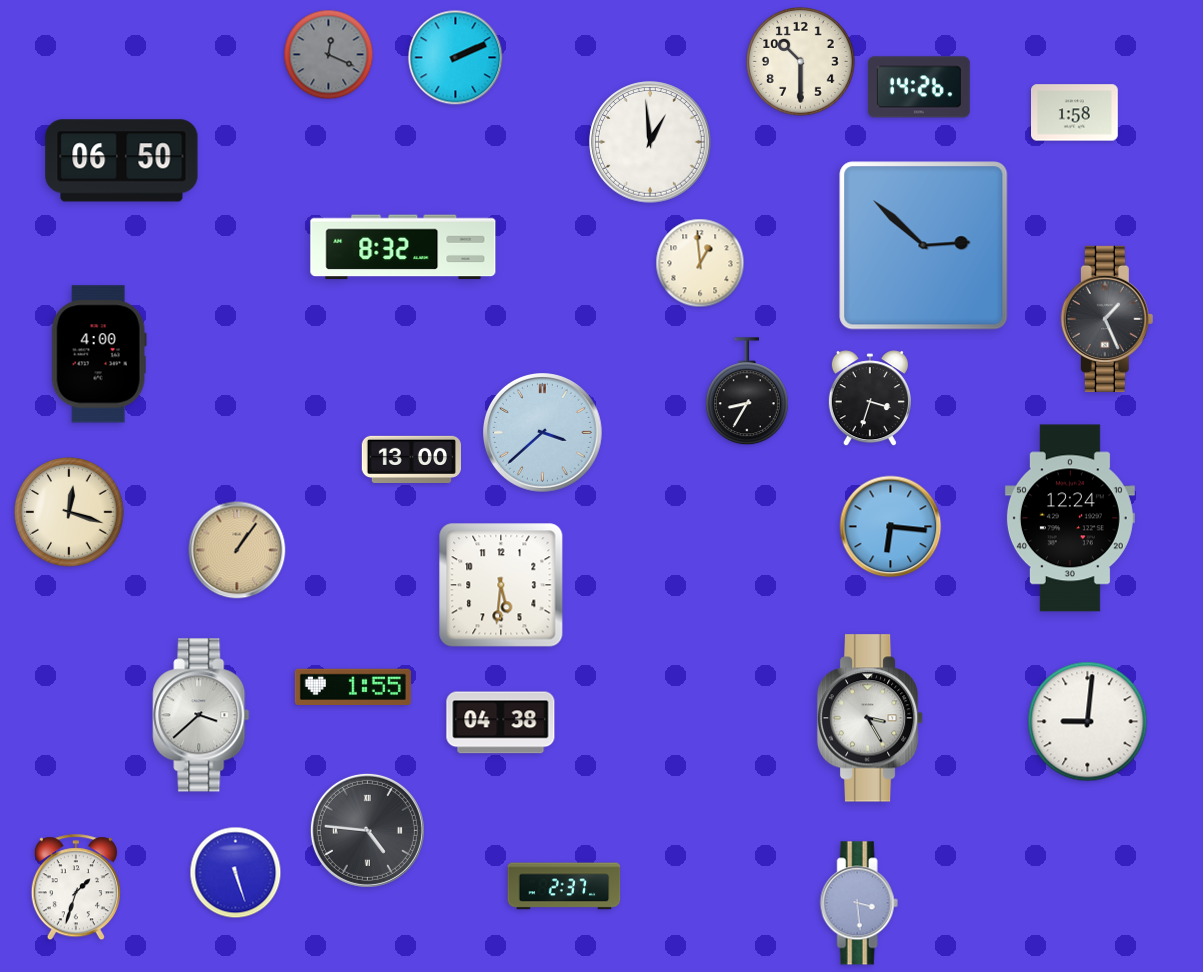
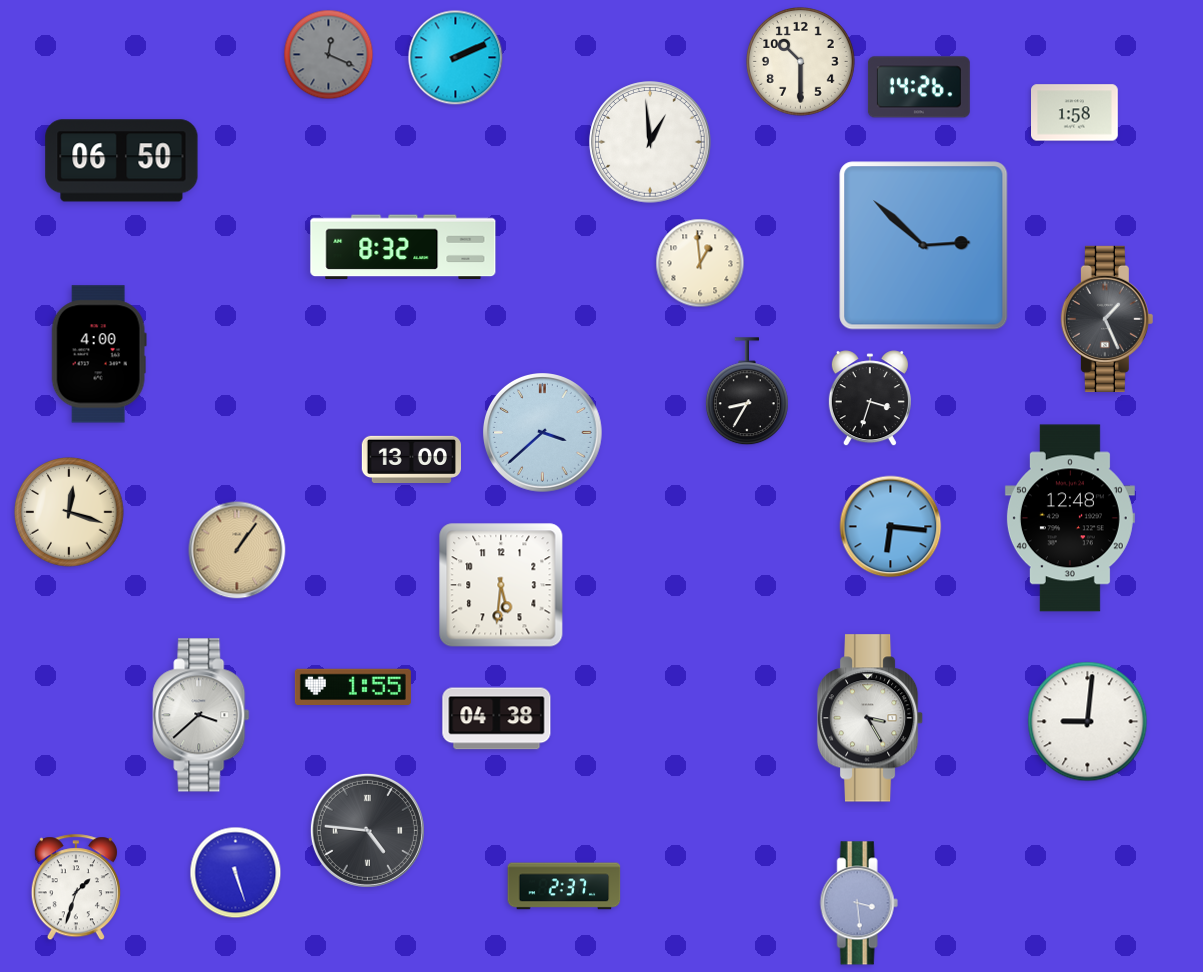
clock at (1070, 518): 12:24 -> 12:48
clock at (501, 723) position: (501, 723) -> (497, 719)
